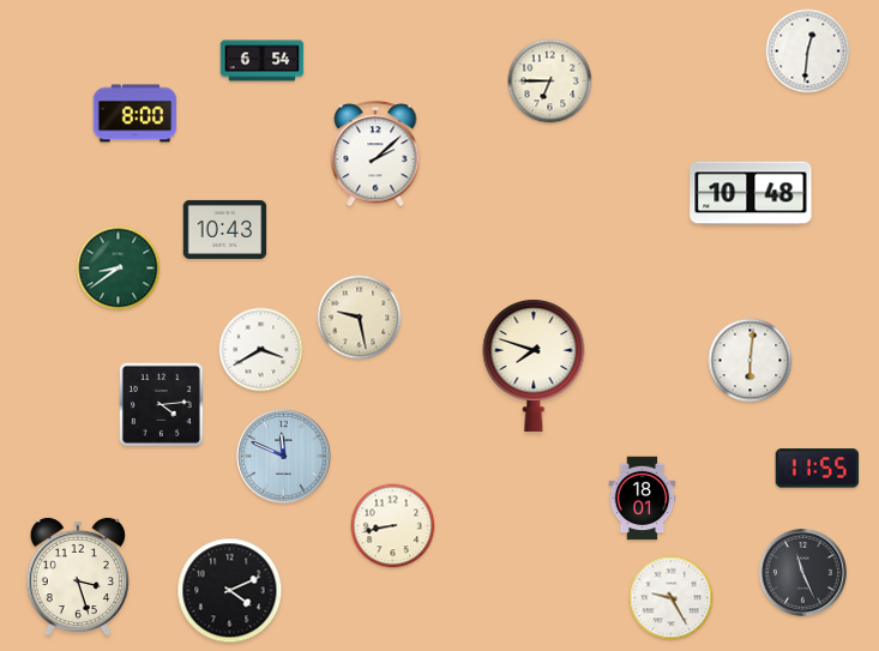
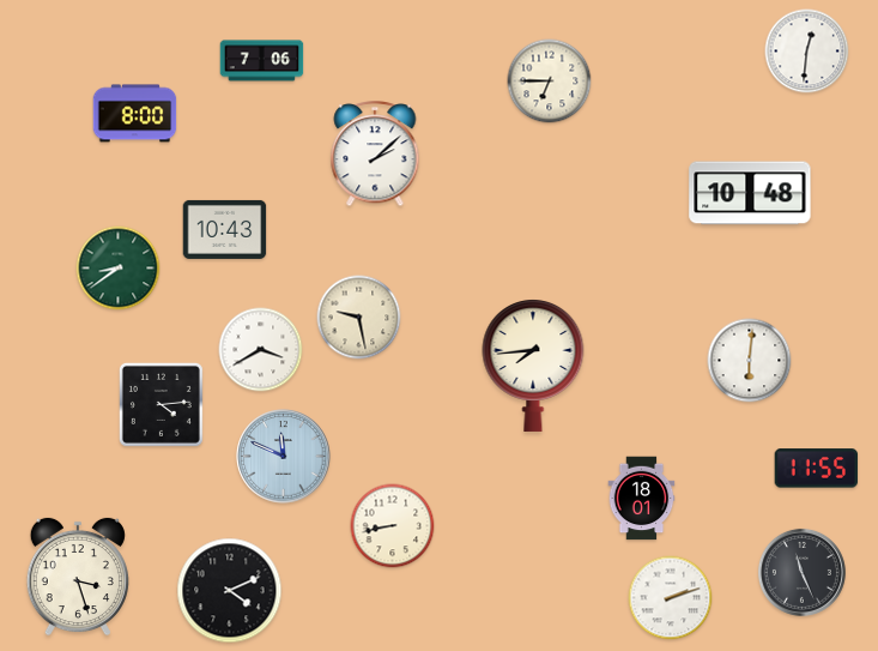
clock at (263, 61): 6:54 -> 7:06
clock at (534, 366): 7:48 -> 7:44
clock at (672, 598): 9:25 -> 2:12
